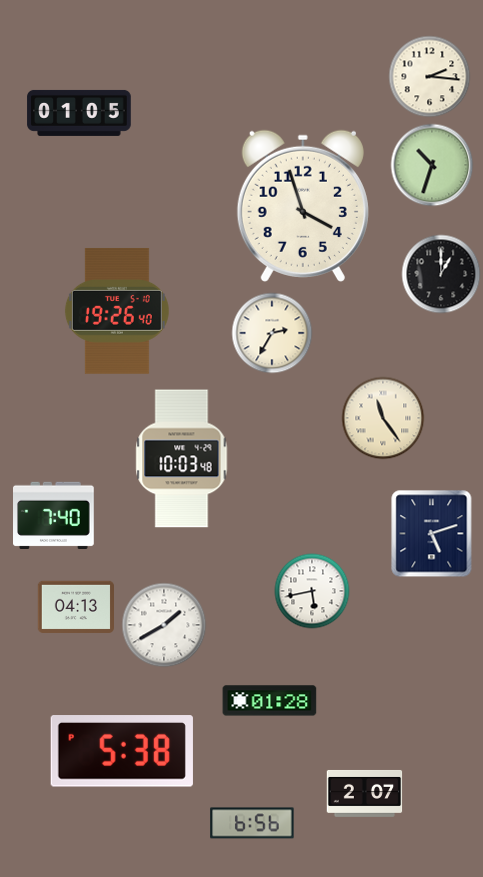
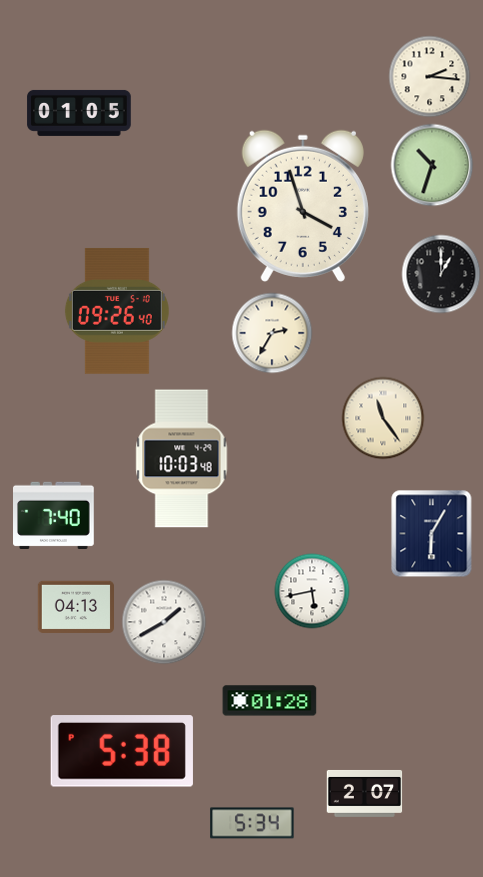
clock at (117, 311): 19:26 -> 09:26
clock at (432, 534): 5:12 -> 6:05
clock at (164, 625) position: (164, 625) -> (164, 622)
clock at (252, 823): 6:56 -> 5:34
